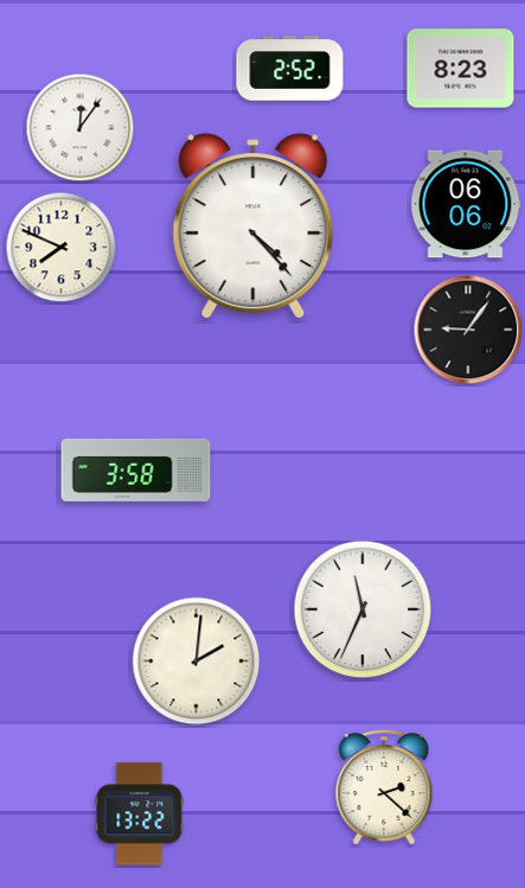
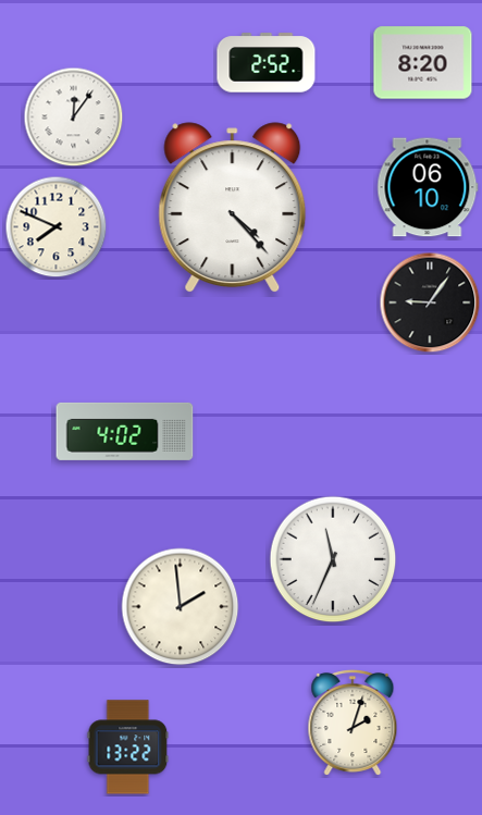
clock at (461, 69): 8:23 -> 8:20
clock at (466, 204): 06:06 -> 06:10
clock at (136, 469): 3:58 -> 4:02
clock at (197, 662): 2:01 -> 1:59
clock at (384, 787): 2:22 -> 2:03
